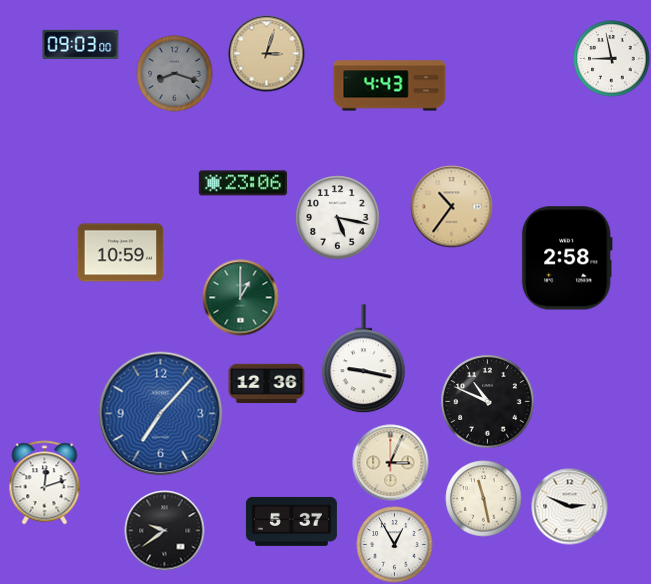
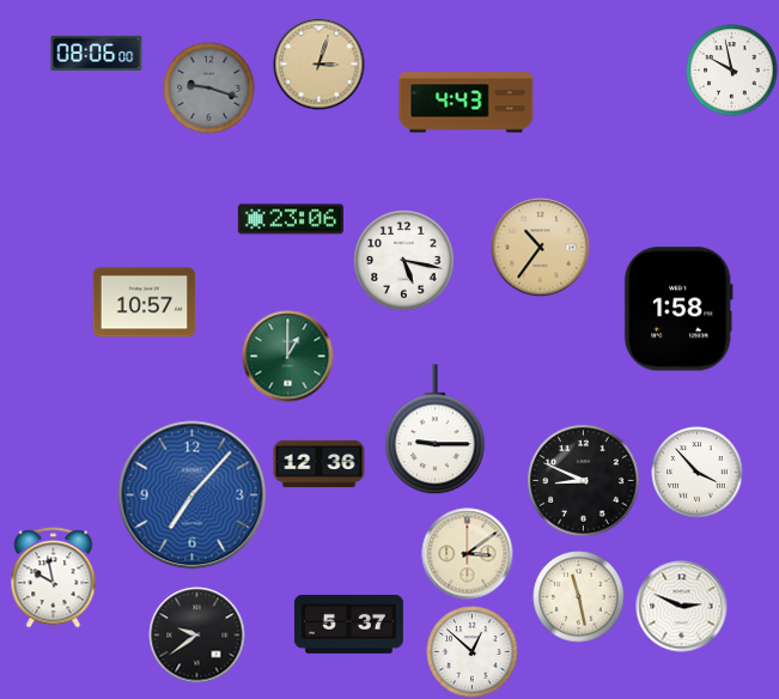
clock at (81, 44): 09:03 -> 08:06
clock at (612, 59): 8:58 -> 9:58
clock at (175, 74): 8:18 -> 9:18
clock at (121, 253): 10:59 -> 10:57
clock at (567, 258): 2:58 -> 1:58
clock at (364, 359): 9:17 -> 9:15
clock at (267, 384) position: (267, 384) -> (319, 464)
clock at (698, 473): none -> 3:53
clock at (488, 402): 10:49 -> 8:49
clock at (391, 463): 3:04 -> 3:09
clock at (45, 483): 12:12 -> 9:58
clock at (395, 545): 12:55 -> 12:52
